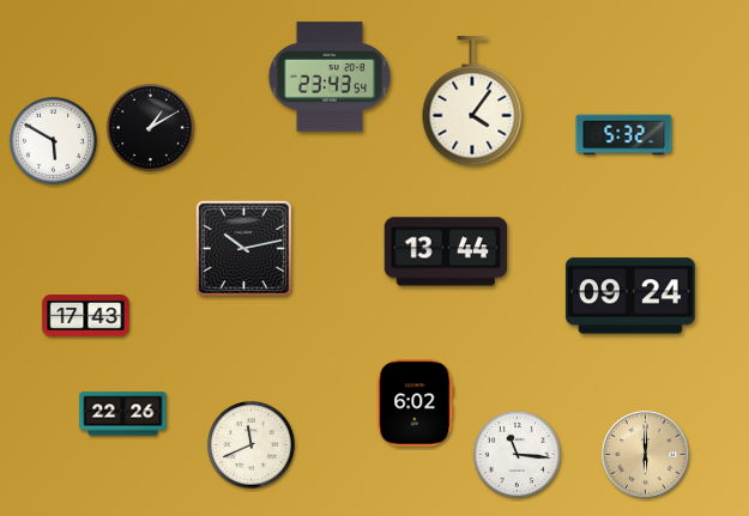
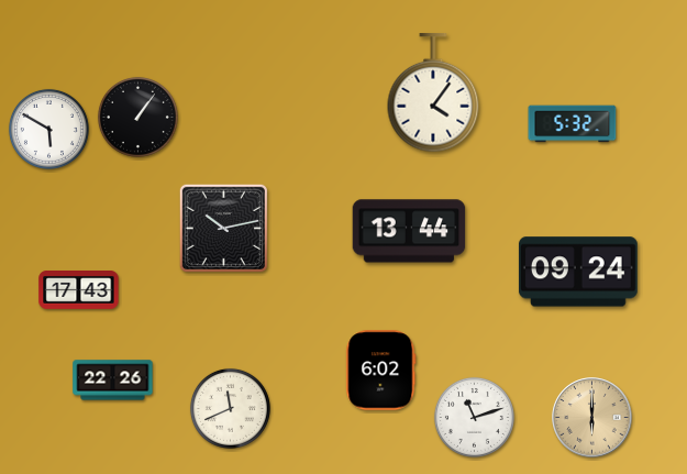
clock at (330, 77): 23:43 -> none
clock at (150, 127): 1:10 -> 1:06
clock at (517, 454): 11:16 -> 11:12
